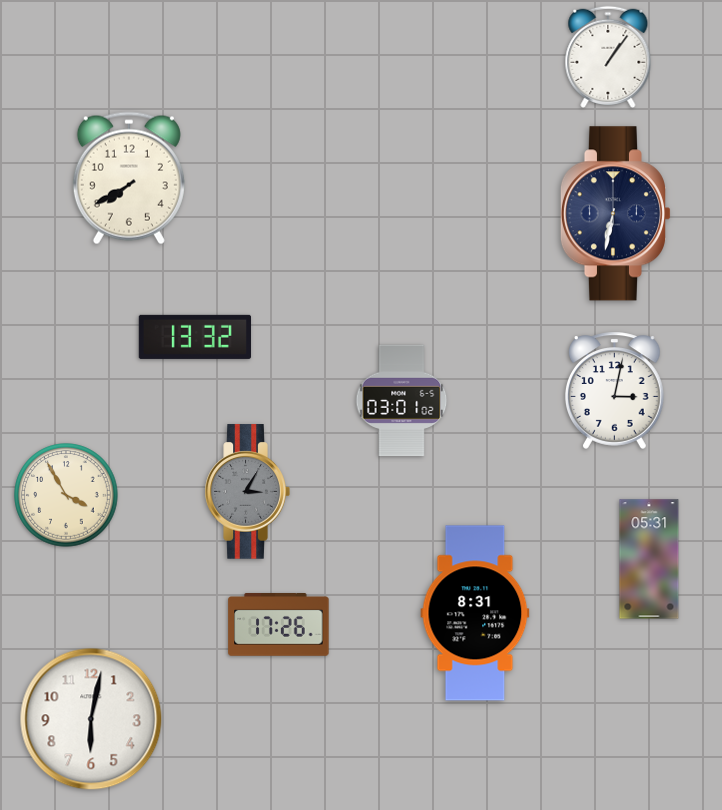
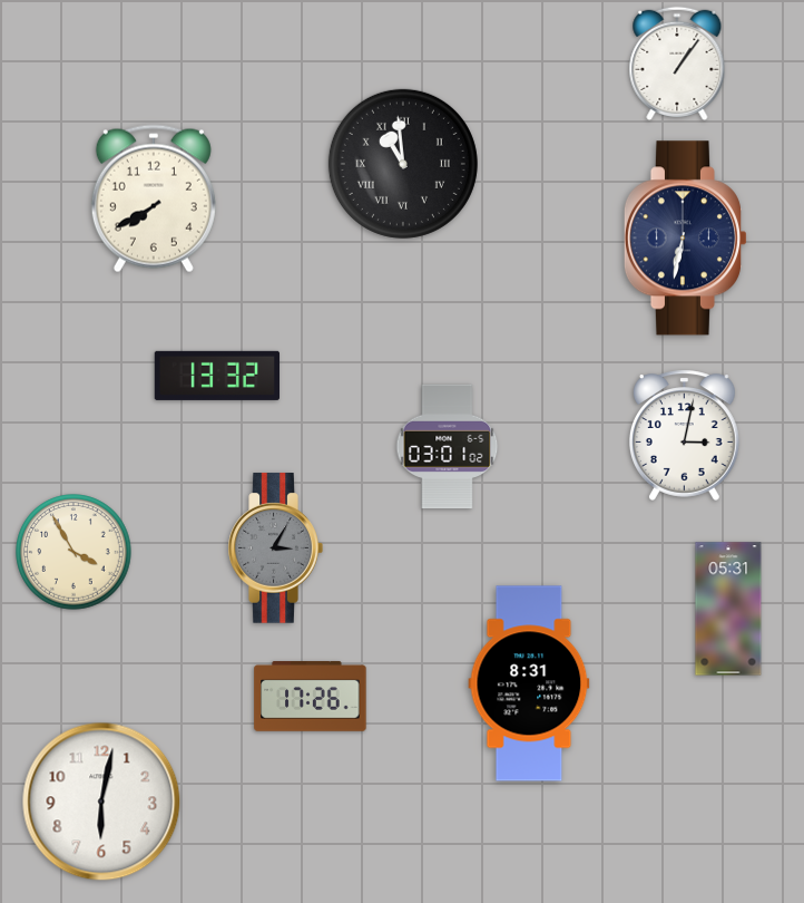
clock at (403, 164): none -> 10:59
clock at (129, 178) position: (129, 178) -> (154, 198)
clock at (649, 559) position: (649, 559) -> (728, 609)
